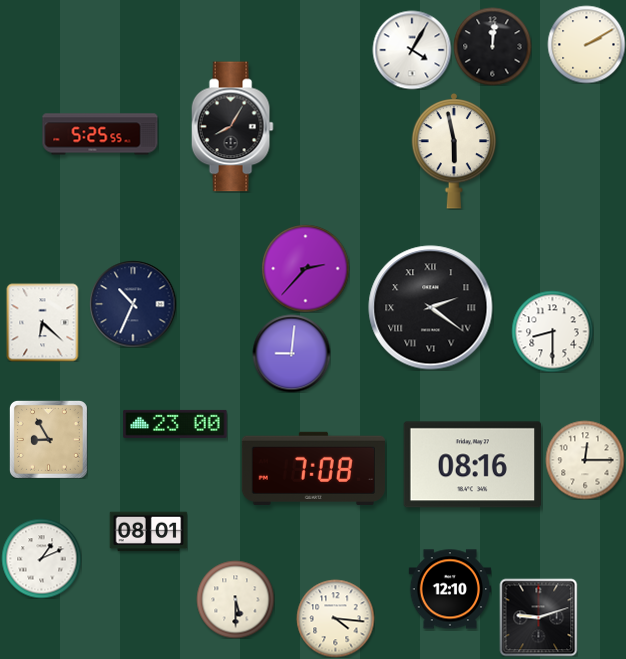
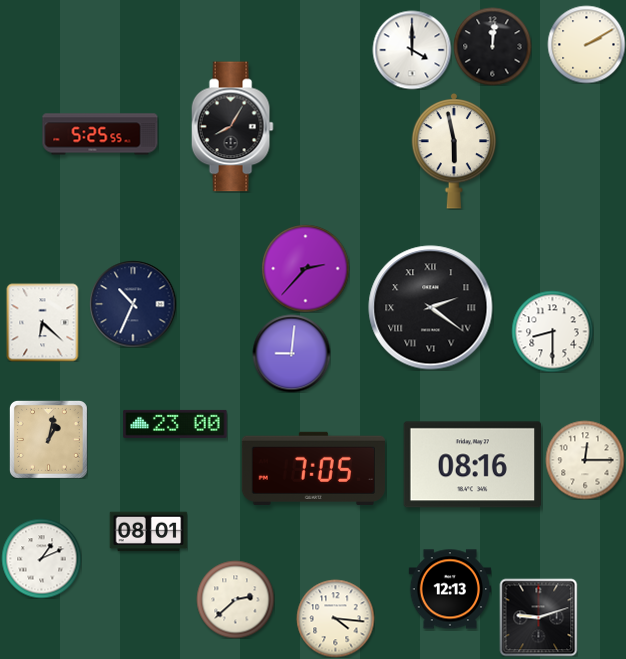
clock at (412, 50): 4:05 -> 4:00
clock at (48, 439): 8:55 -> 1:02
clock at (313, 468): 7:08 -> 7:05
clock at (449, 589): 12:10 -> 12:13
clock at (235, 599): 5:30 -> 2:38
